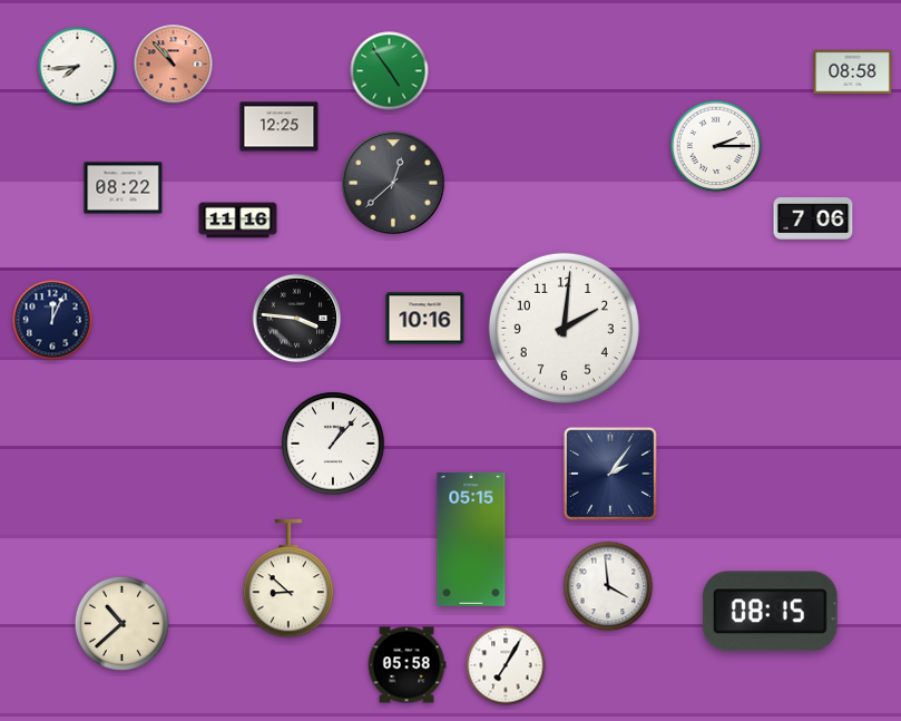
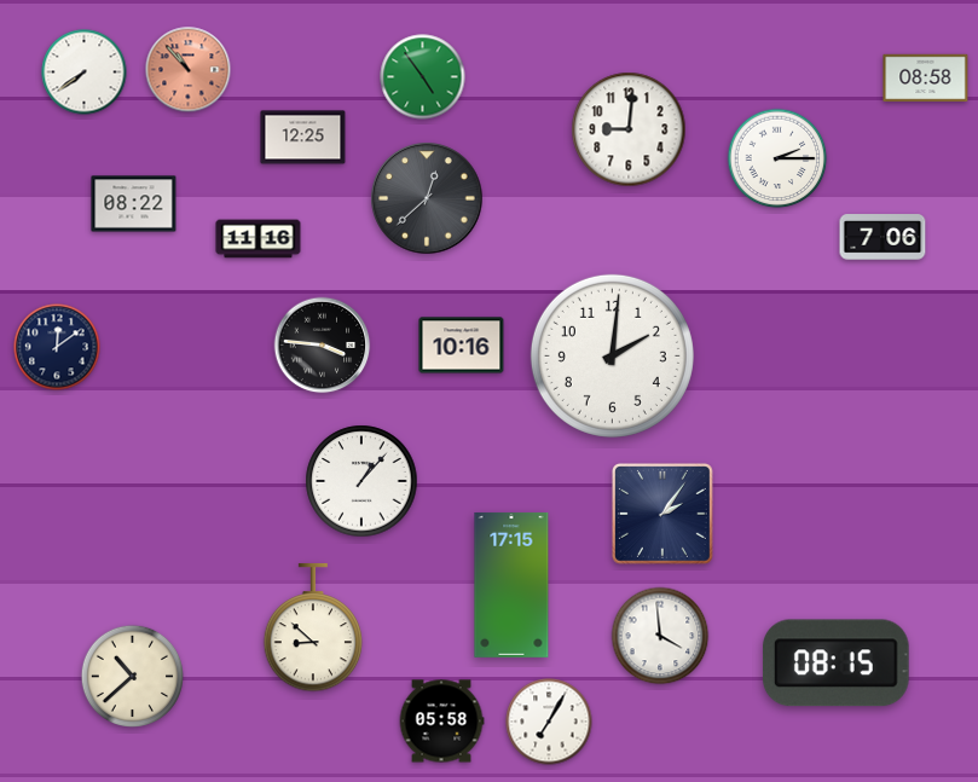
clock at (78, 67): 7:44 -> 7:39
clock at (629, 129): none -> 9:01
clock at (52, 320): 12:04 -> 12:09
clock at (471, 539): 05:15 -> 17:15
